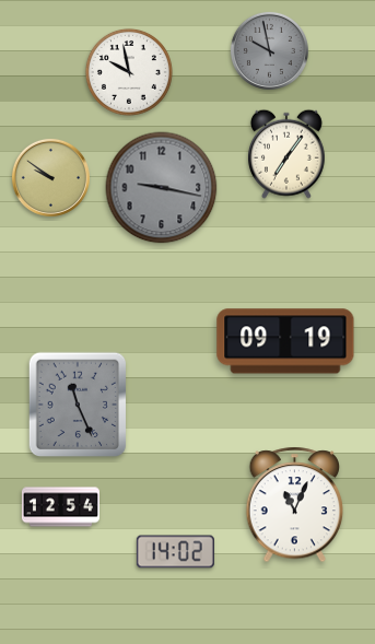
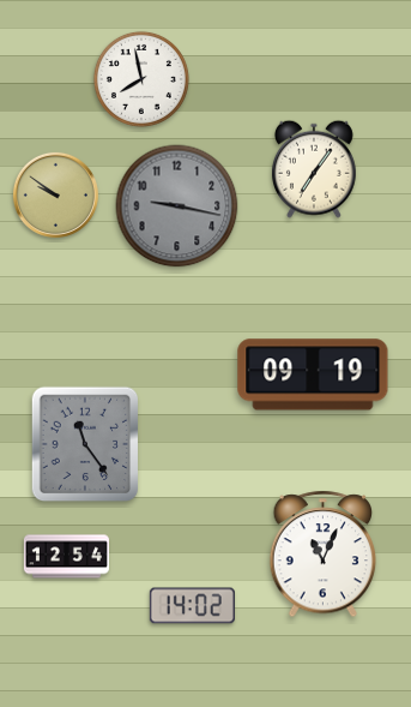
clock at (269, 50): 9:58 -> none
clock at (129, 72): 9:58 -> 7:58
clock at (78, 405): 11:26 -> 11:24
